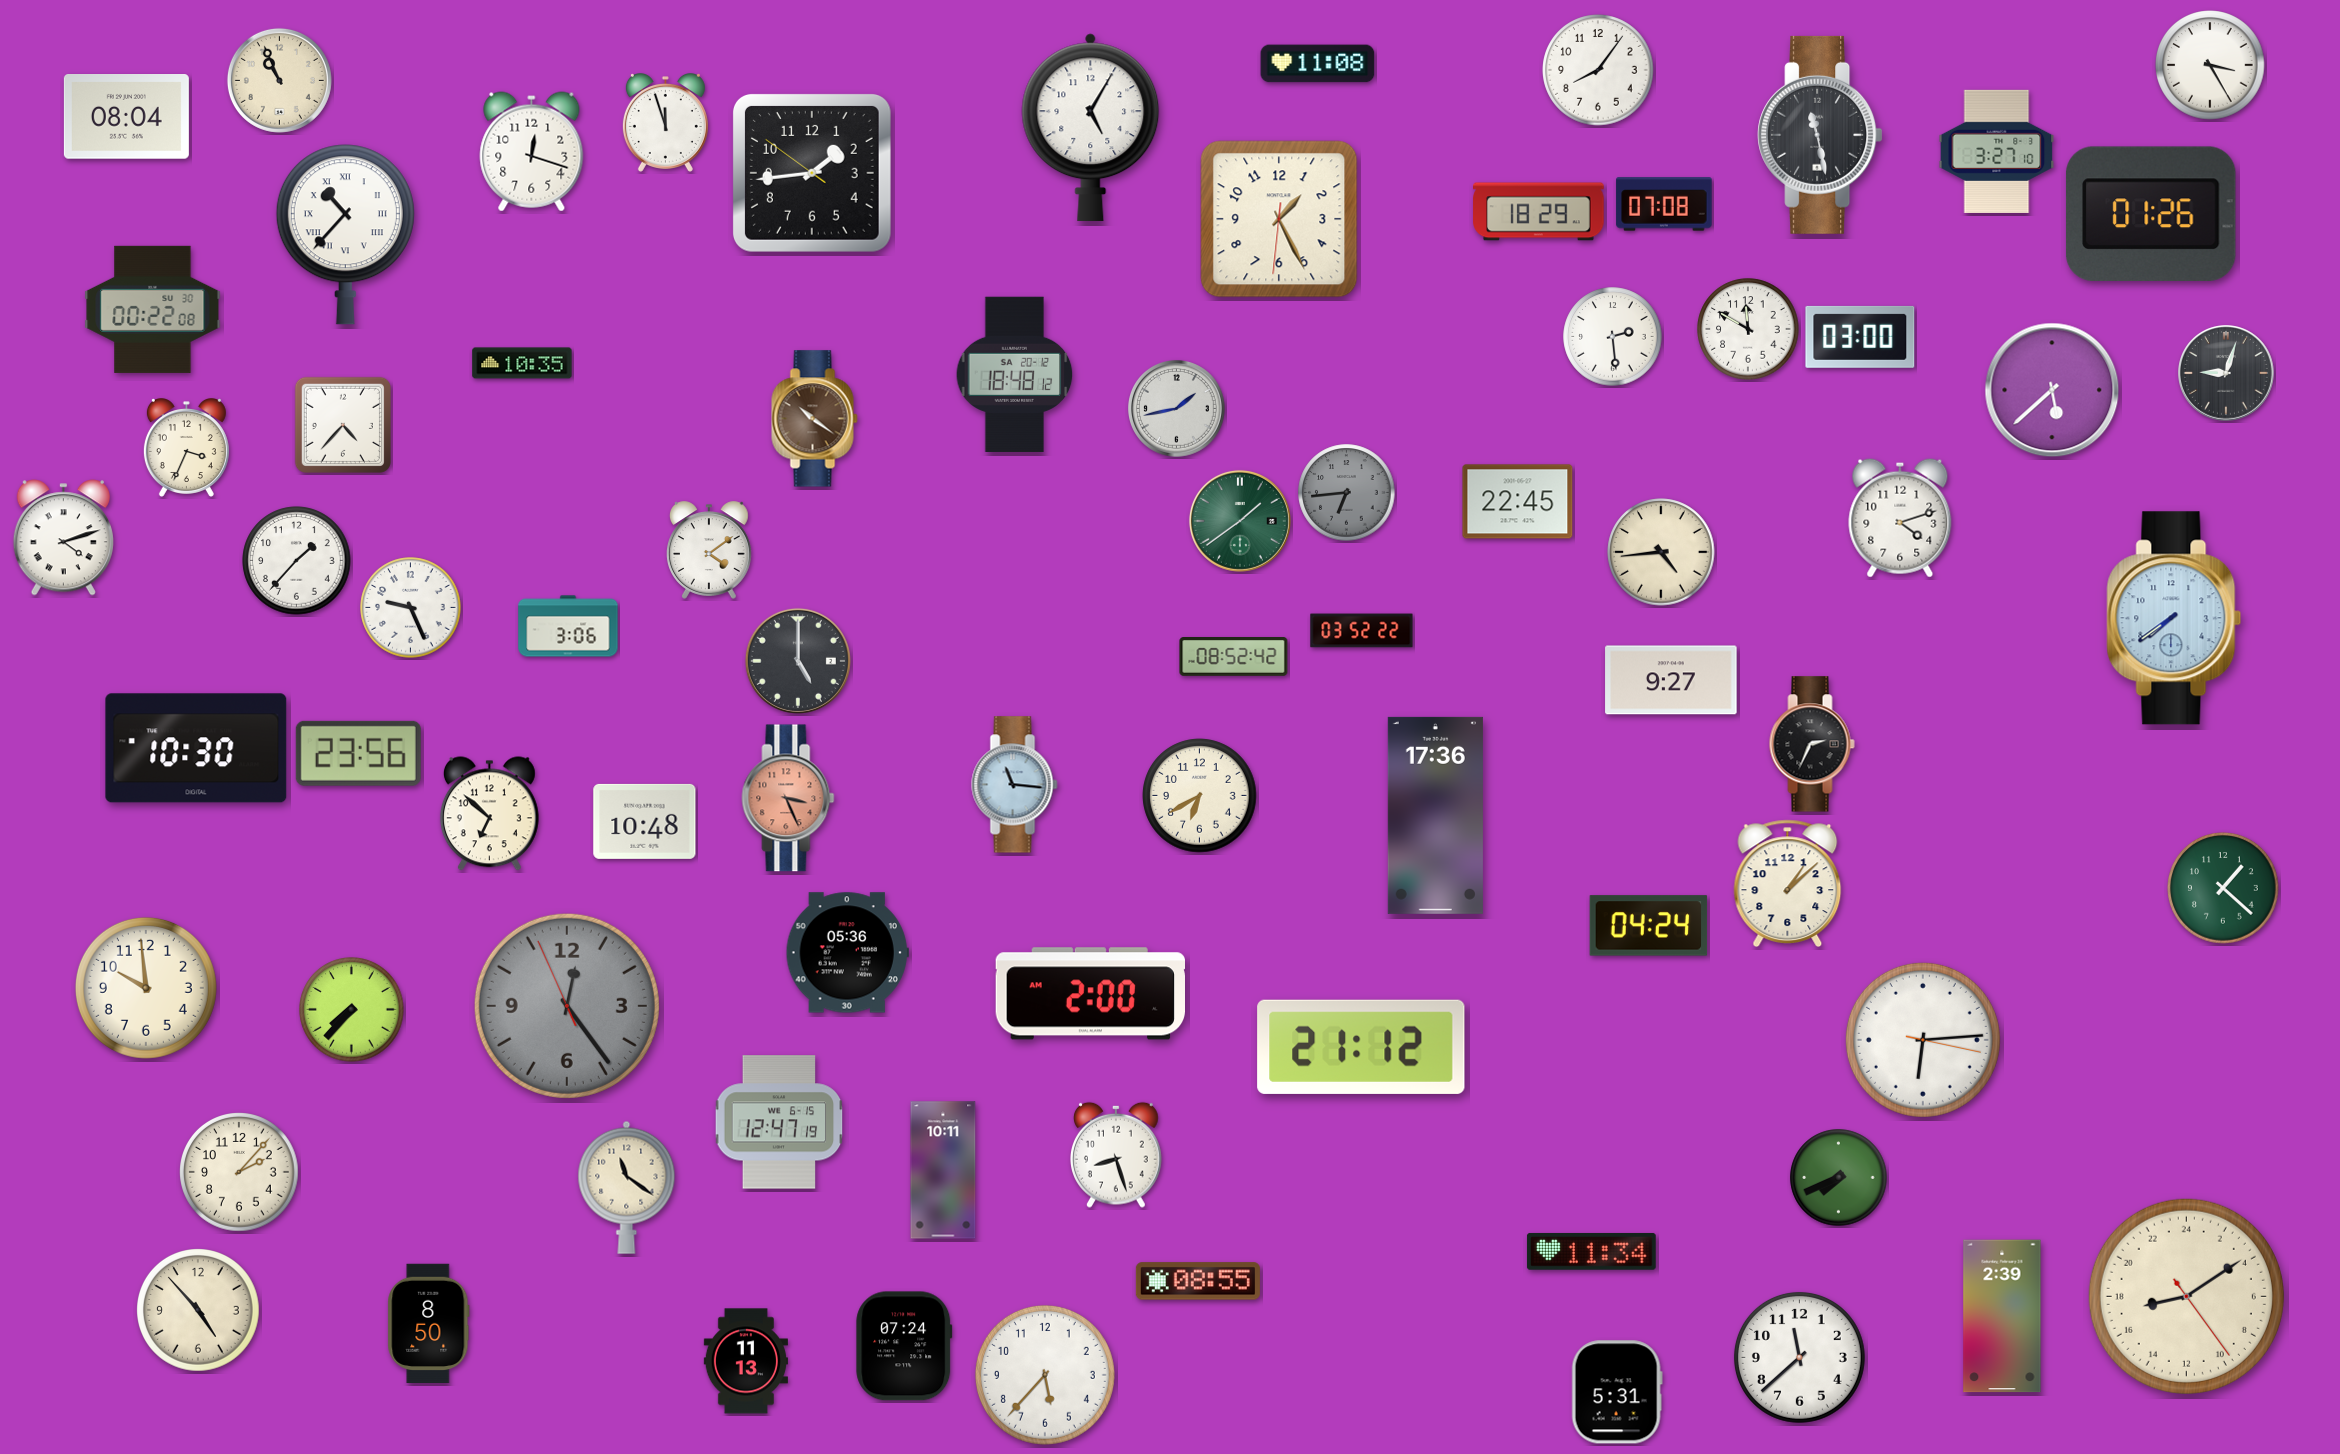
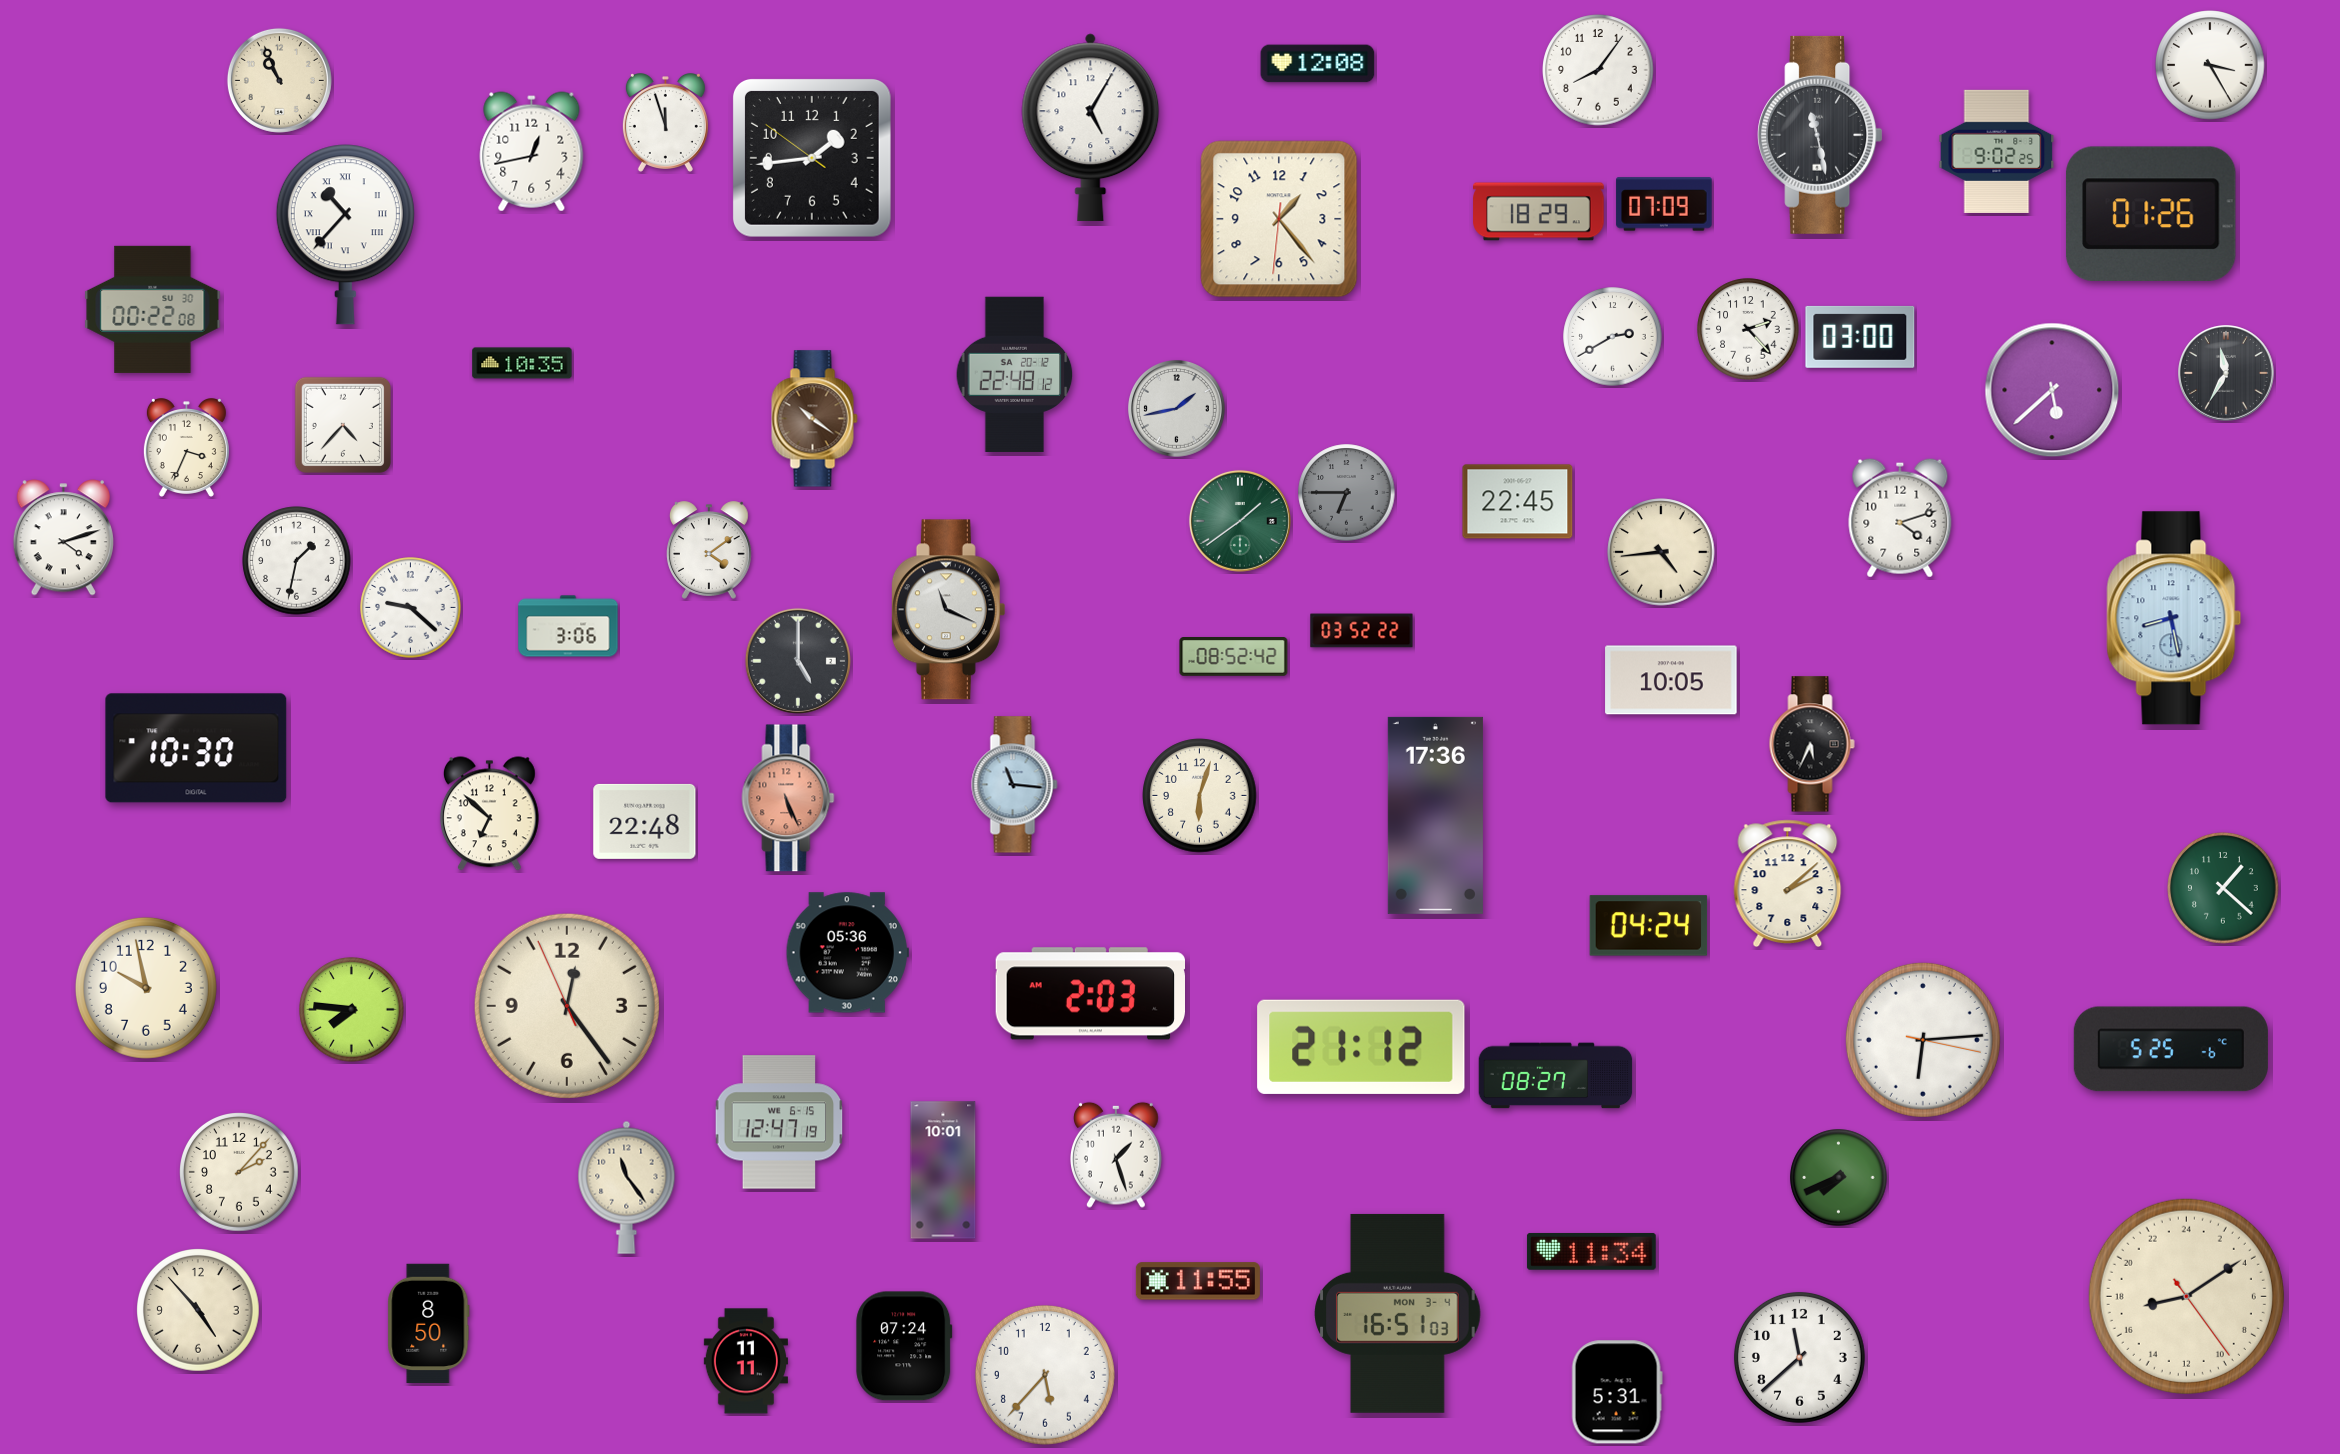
clock at (1318, 64): 11:08 -> 12:08
clock at (126, 117): 08:04 -> none
clock at (1997, 151): 3:27 -> 9:02
clock at (532, 152): 12:18 -> 12:43
clock at (812, 173) position: (812, 173) -> (812, 158)
clock at (1664, 204): 07:08 -> 07:09
clock at (1279, 219): 1:25 -> 1:23
clock at (1748, 329): 11:50 -> 2:23
clock at (1613, 337): 2:29 -> 2:40
clock at (2226, 373): 9:03 -> 11:35
clock at (1015, 374): 18:48 -> 22:48
clock at (1347, 493): 6:44 -> 6:45
clock at (297, 561): 1:37 -> 1:32
clock at (411, 608): 9:26 -> 9:22
clock at (948, 610): none -> 11:19
clock at (2174, 618): 7:39 -> 8:28
clock at (1671, 680): 9:27 -> 10:05
clock at (1812, 744): 2:34 -> 5:34
clock at (358, 753): 23:56 -> none
clock at (1200, 796): 6:40 -> 6:03
clock at (788, 798): 3:26 -> 5:26
clock at (645, 821): 10:48 -> 22:48
clock at (1788, 883): 1:08 -> 2:08
clock at (146, 988): 9:59 -> 9:58
clock at (1090, 994): 2:00 -> 2:03
clock at (567, 1006) dial: grey -> cream
clock at (352, 1010): 7:37 -> 7:46
clock at (2171, 1049): none -> 5:25
clock at (1556, 1076): none -> 08:27
clock at (1117, 1155): 8:27 -> 1:27
clock at (943, 1170): 10:11 -> 10:01
clock at (627, 1187): 11:21 -> 11:24
clock at (1198, 1281): 08:55 -> 11:55
clock at (1398, 1313): none -> 16:51
clock at (2002, 1316): 2:39 -> none
clock at (746, 1361): 11:13 -> 11:11
